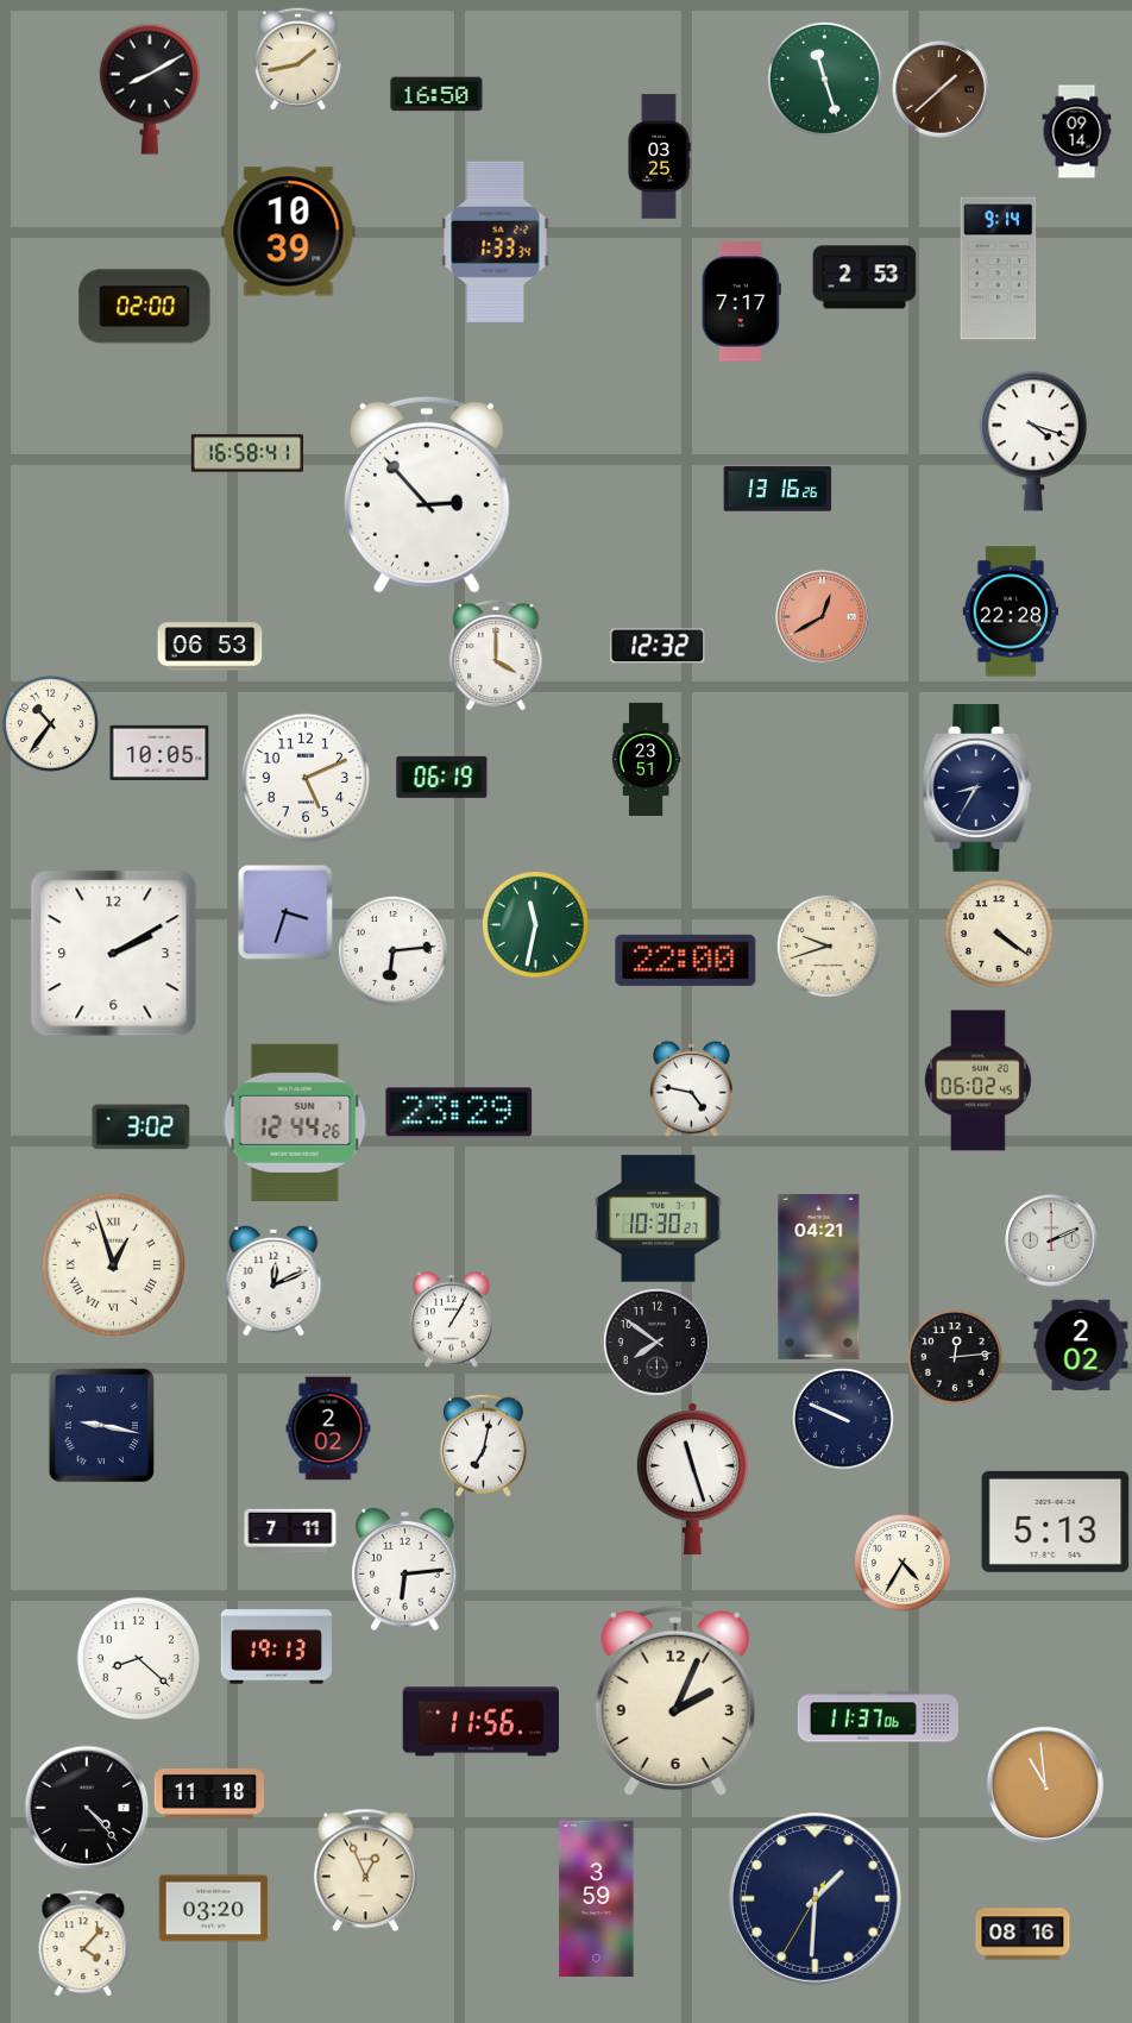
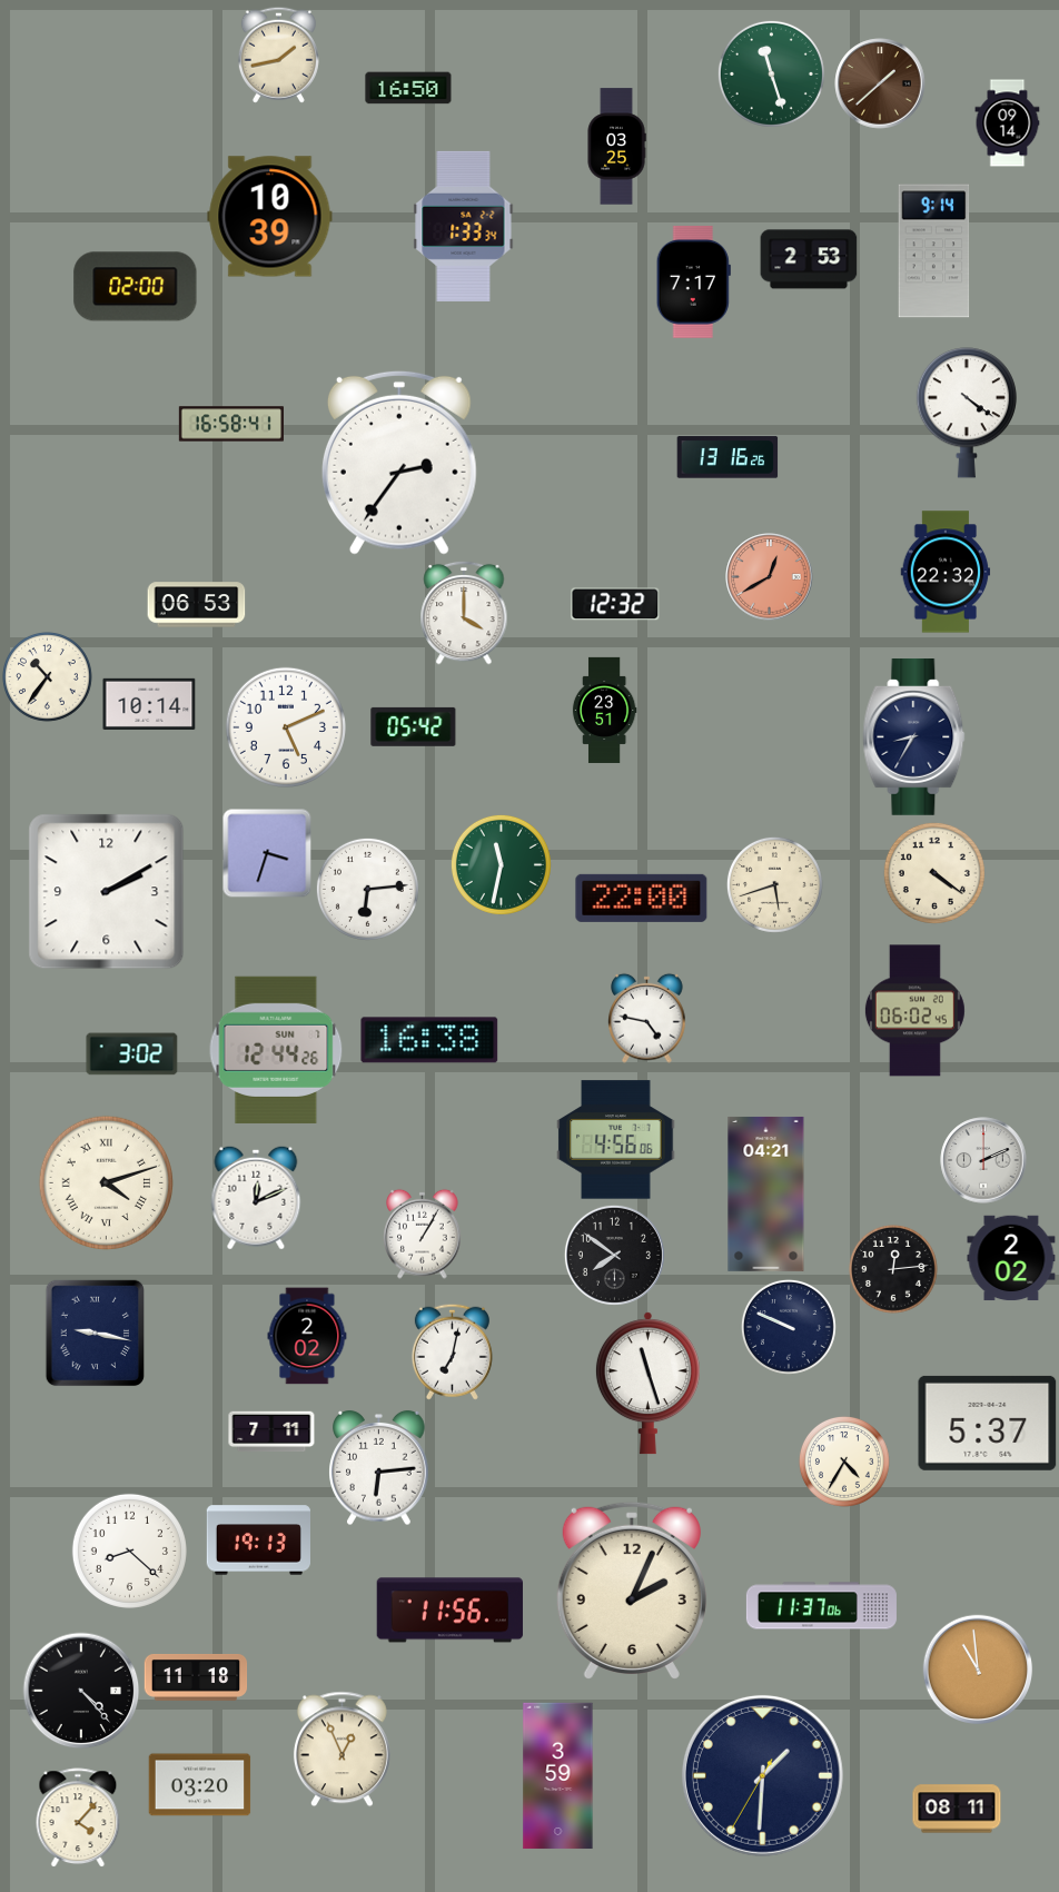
clock at (150, 89): 8:10 -> none
clock at (1033, 441): 4:18 -> 4:21
clock at (427, 495): 2:53 -> 2:36
clock at (1011, 611): 22:28 -> 22:32
clock at (159, 753): 10:05 -> 10:14
clock at (442, 777): 06:19 -> 05:42
clock at (828, 945): 9:42 -> 5:42
clock at (459, 1112): 23:29 -> 16:38
clock at (659, 1219): 10:30 -> 4:56
clock at (114, 1265): 12:57 -> 4:12
clock at (1056, 1521): 5:13 -> 5:37
clock at (1023, 1934): 08:16 -> 08:11
